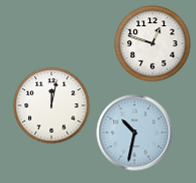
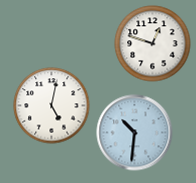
clock at (52, 106): 12:02 -> 5:02
clock at (135, 133): 10:32 -> 10:31
